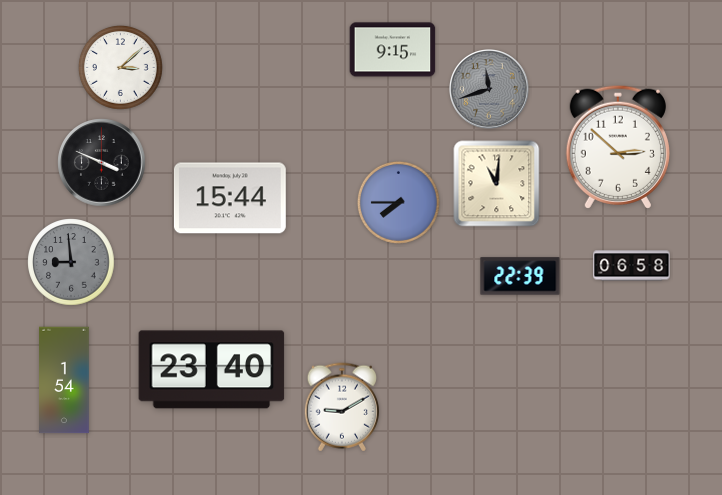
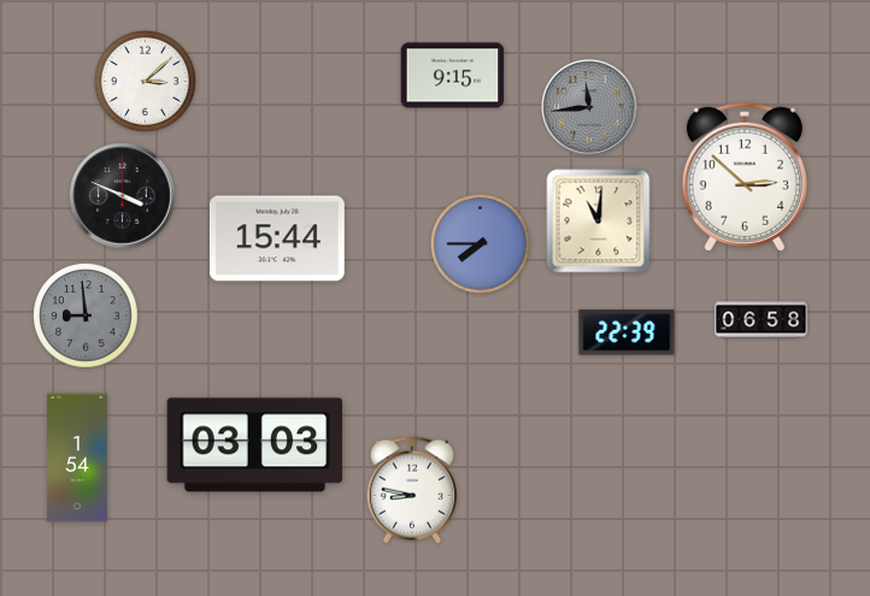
clock at (393, 50) position: (393, 50) -> (453, 76)
clock at (490, 90): 11:42 -> 11:44
clock at (212, 370): 23:40 -> 03:03
clock at (341, 407): 9:10 -> 8:47
